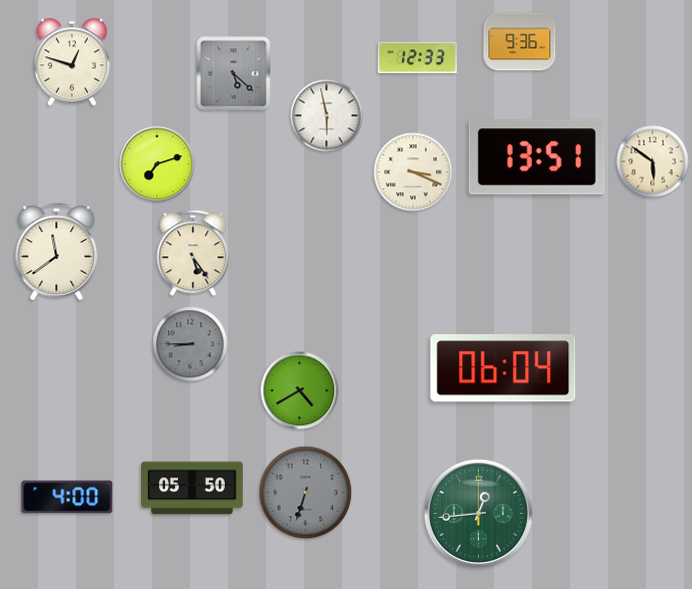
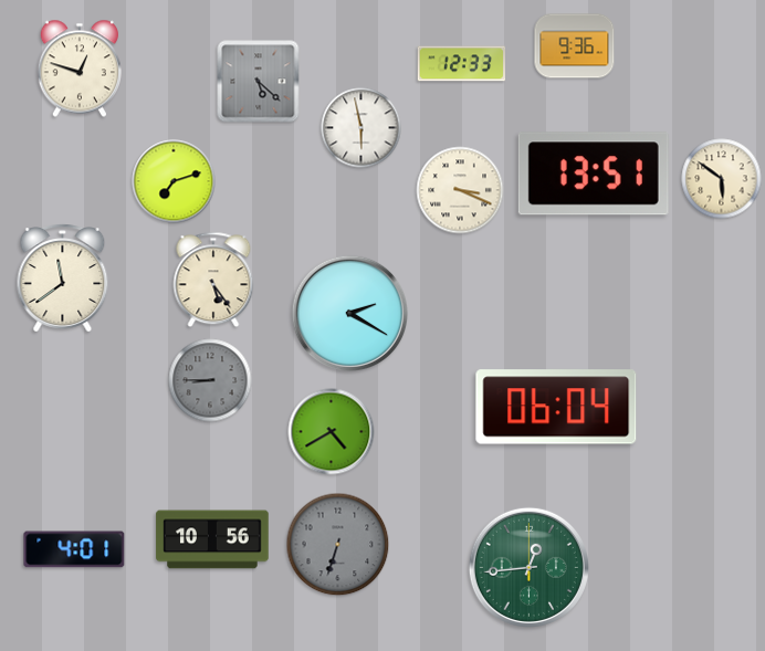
clock at (413, 172) position: (413, 172) -> (460, 190)
clock at (349, 313): none -> 2:20
clock at (192, 488): 05:50 -> 10:56
clock at (67, 497): 4:00 -> 4:01
